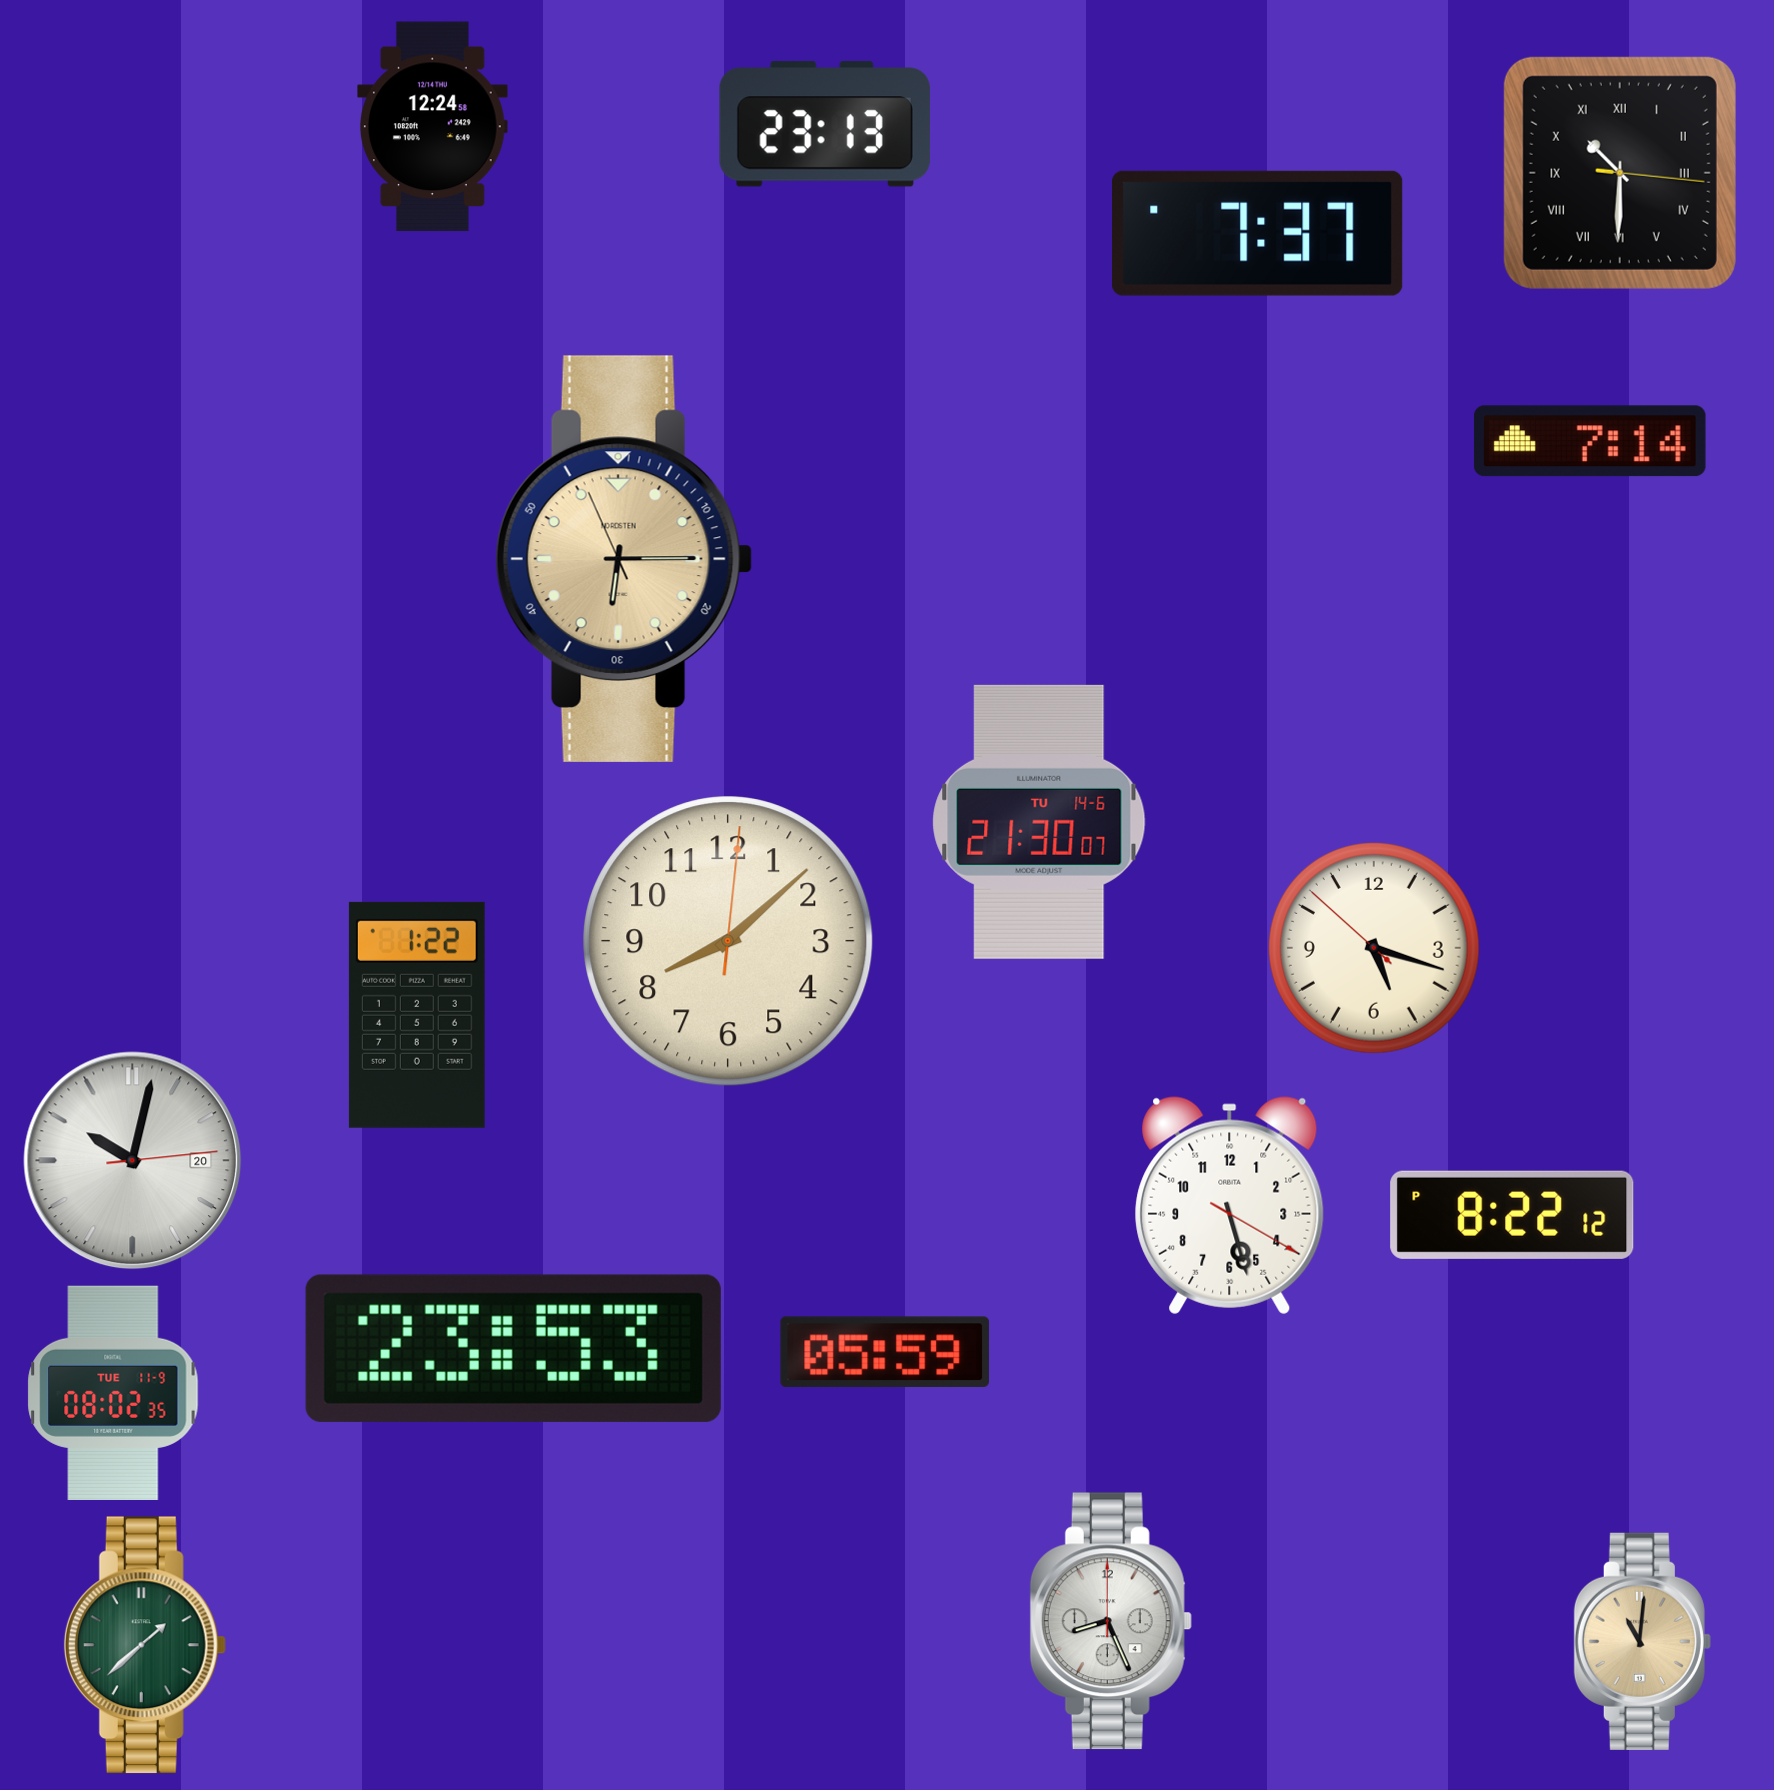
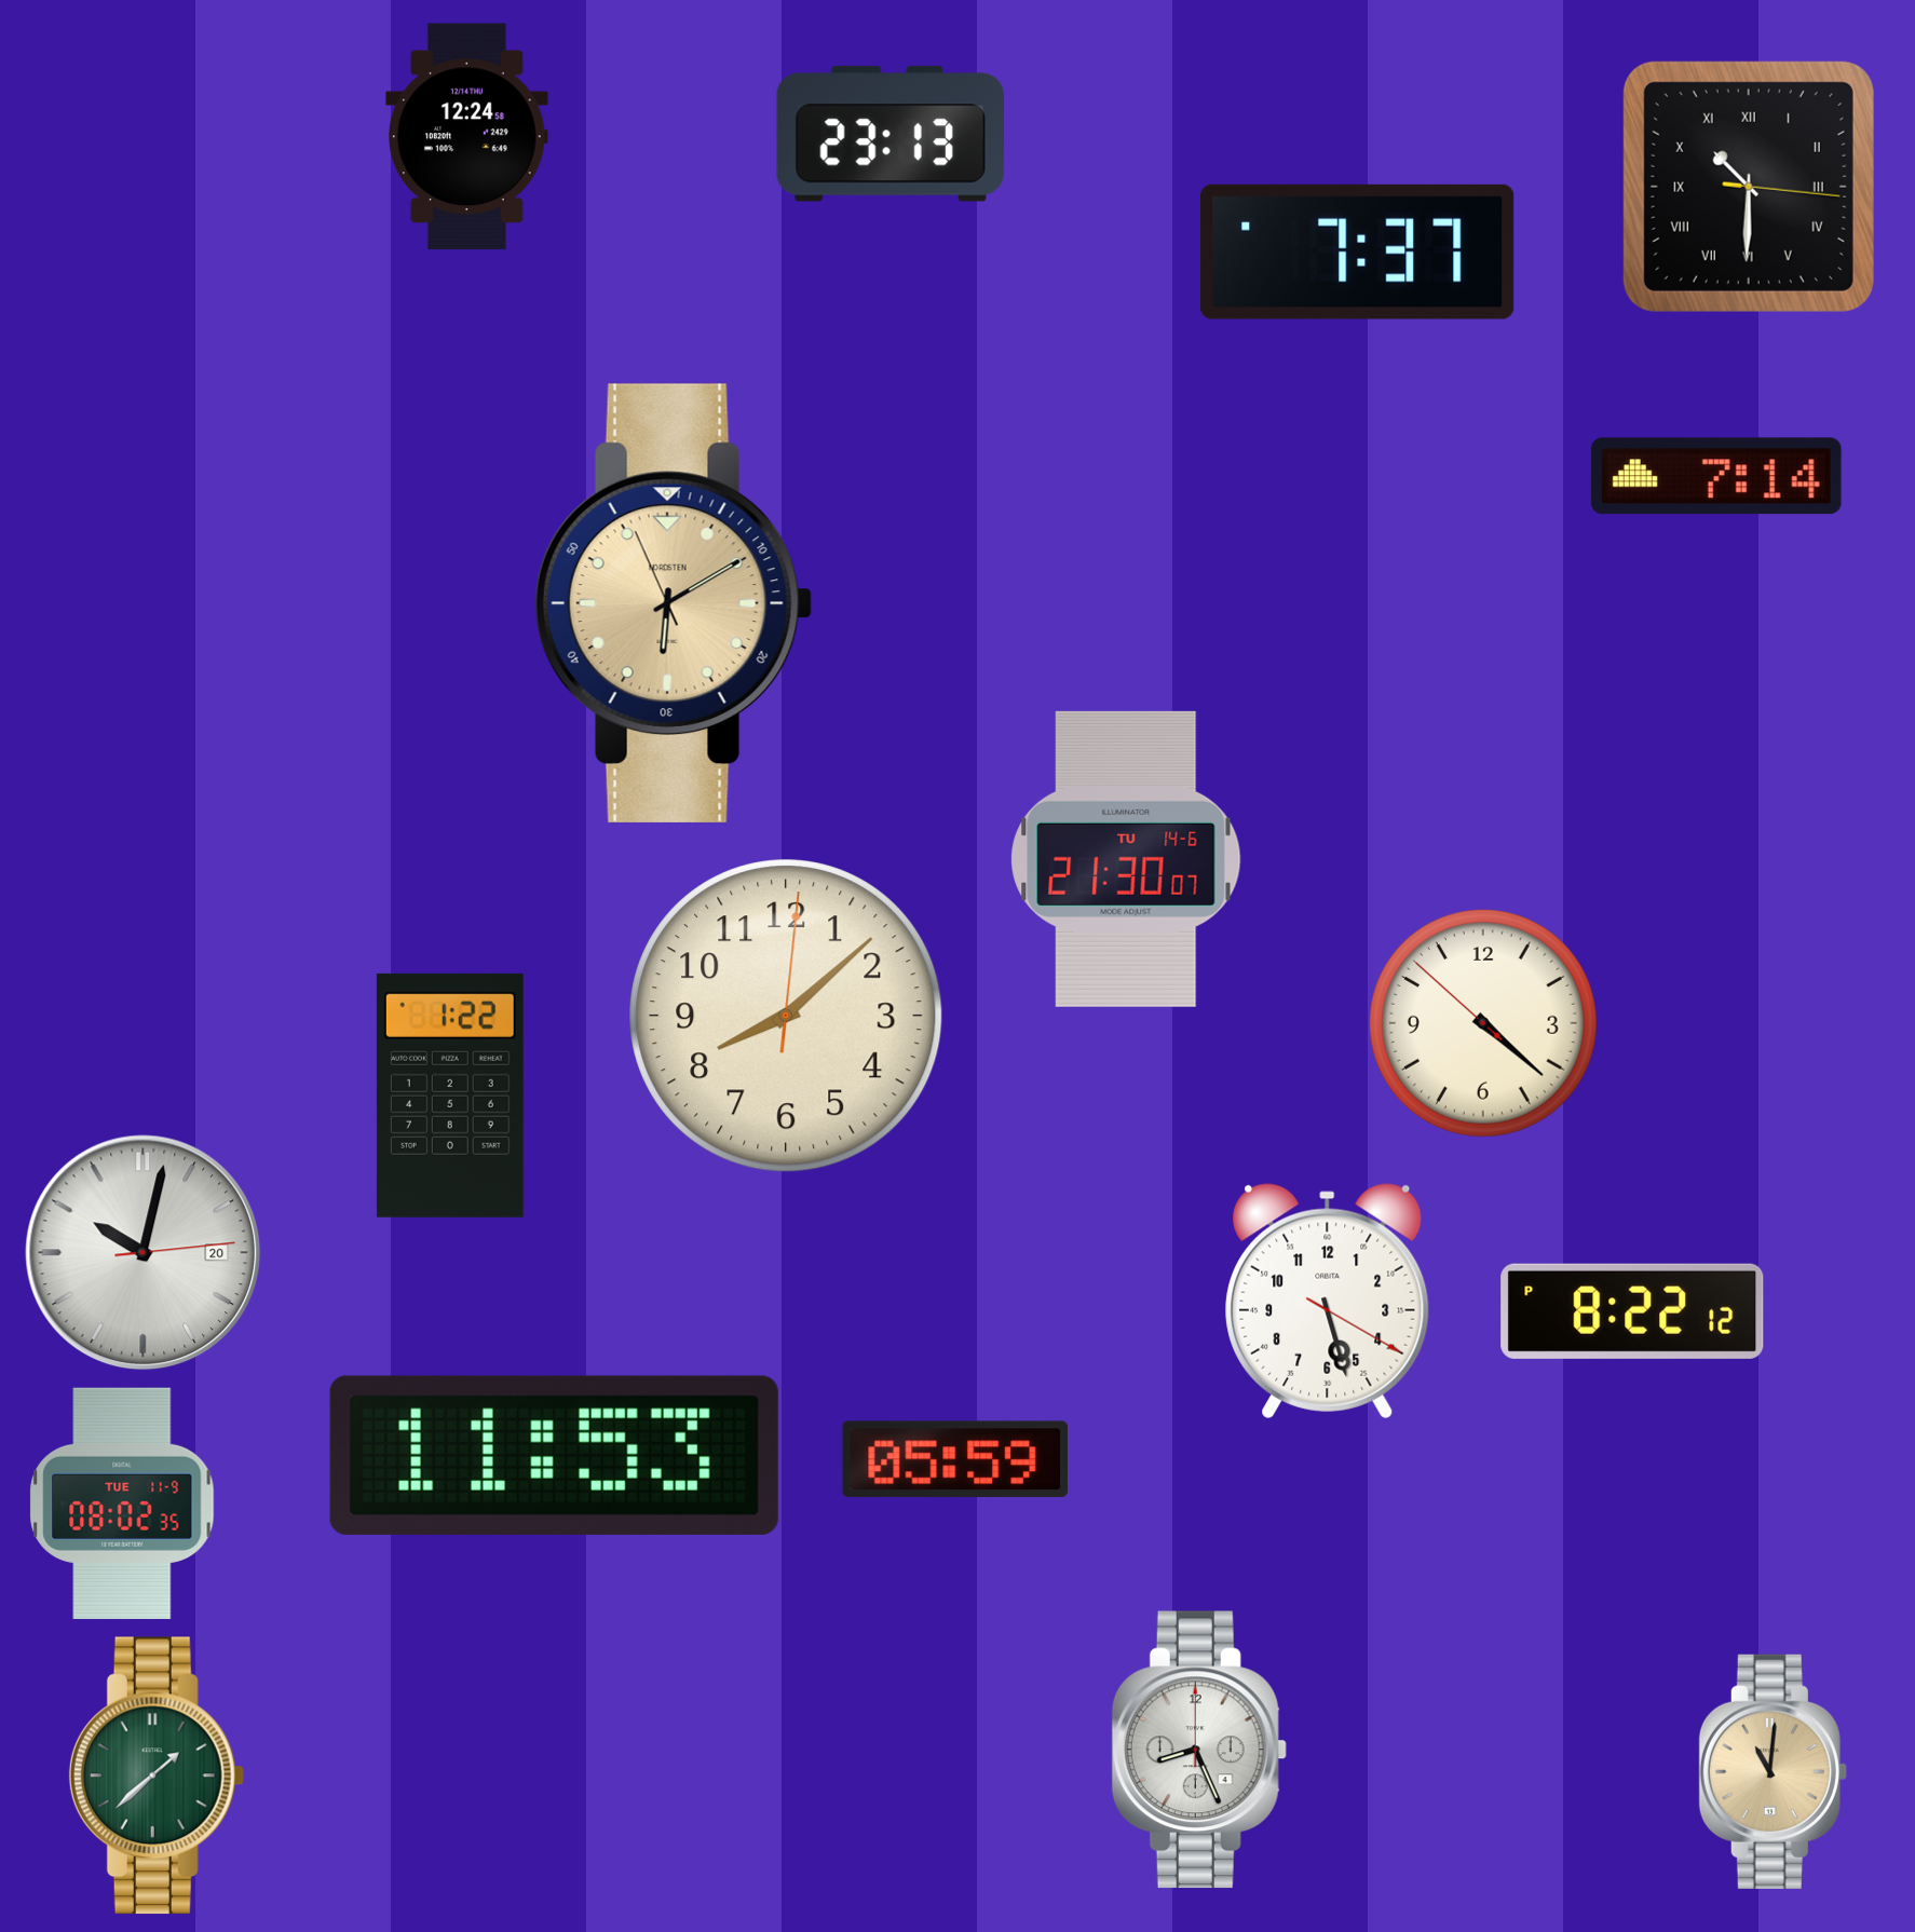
clock at (624, 559): 6:14 -> 6:09
clock at (1039, 822) position: (1039, 822) -> (1126, 859)
clock at (1375, 949): 5:17 -> 4:21
clock at (513, 1348): 23:53 -> 11:53
